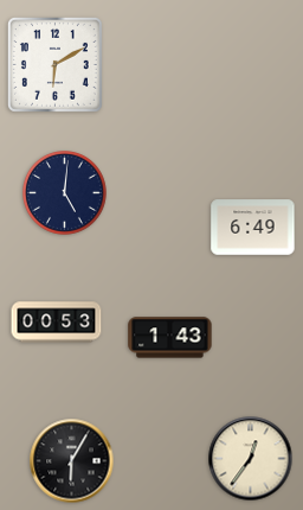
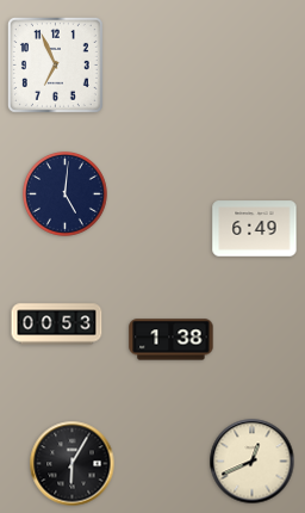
clock at (54, 64): 6:10 -> 6:56
clock at (170, 338): 1:43 -> 1:38
clock at (251, 459): 12:36 -> 12:41
